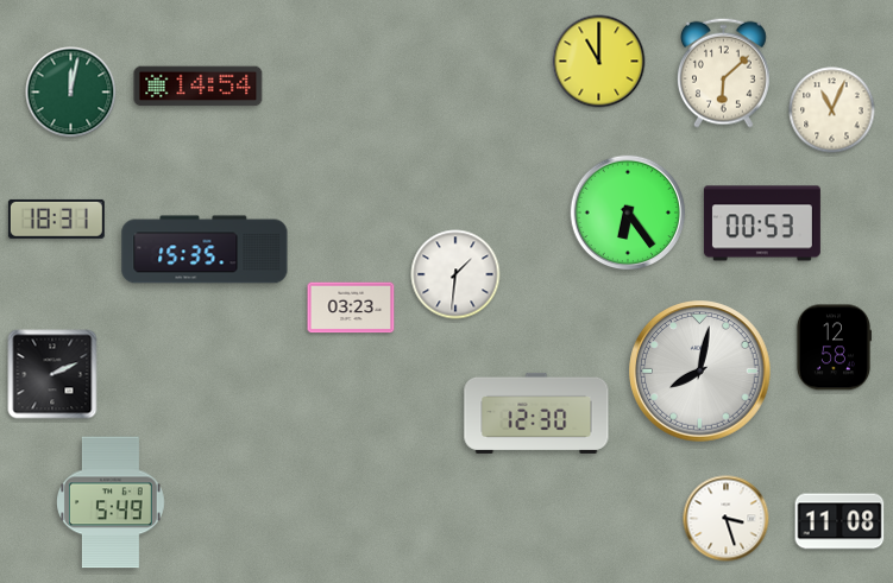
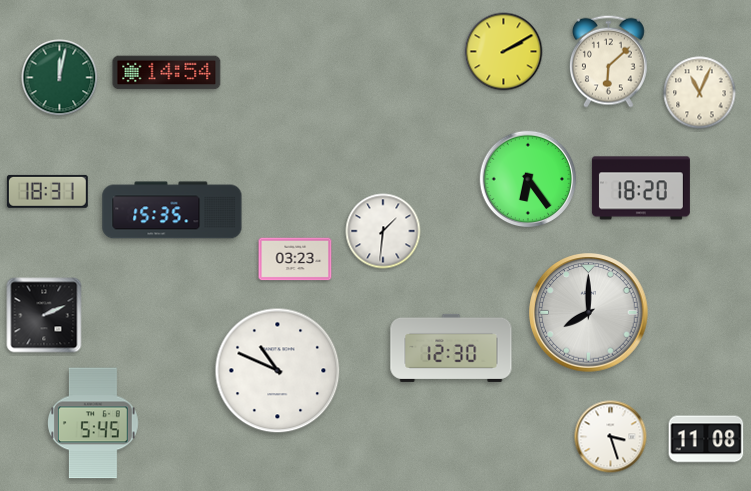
clock at (599, 62): 11:00 -> 2:10
clock at (56, 218) position: (56, 218) -> (47, 191)
clock at (762, 223): 00:53 -> 18:20
clock at (832, 348): 12:58 -> none
clock at (700, 372): 8:02 -> 8:00
clock at (278, 371): none -> 10:49
clock at (112, 502): 5:49 -> 5:45
